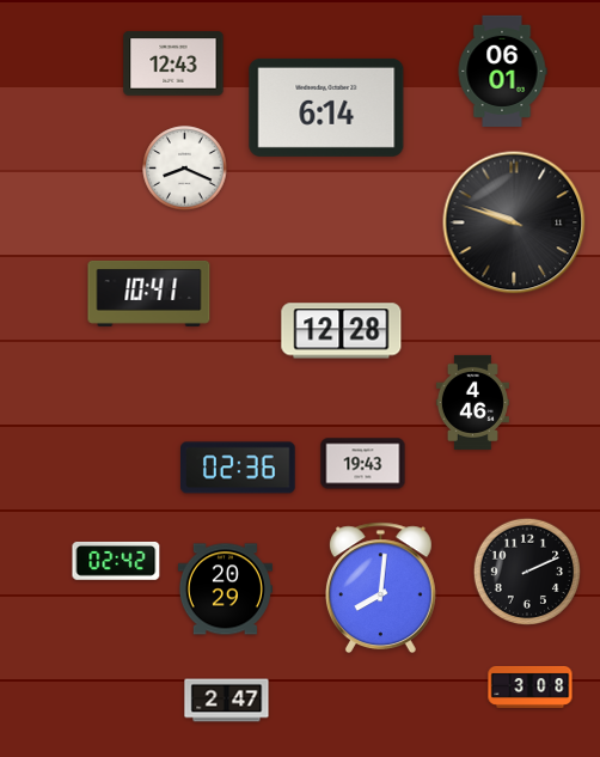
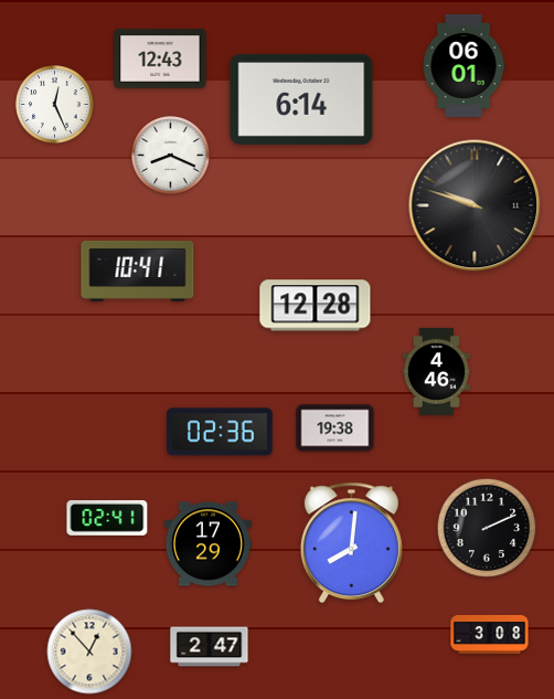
clock at (55, 105): none -> 12:26
clock at (363, 464): 19:43 -> 19:38
clock at (116, 561): 02:42 -> 02:41
clock at (225, 590): 20:29 -> 17:29
clock at (89, 652): none -> 12:53
